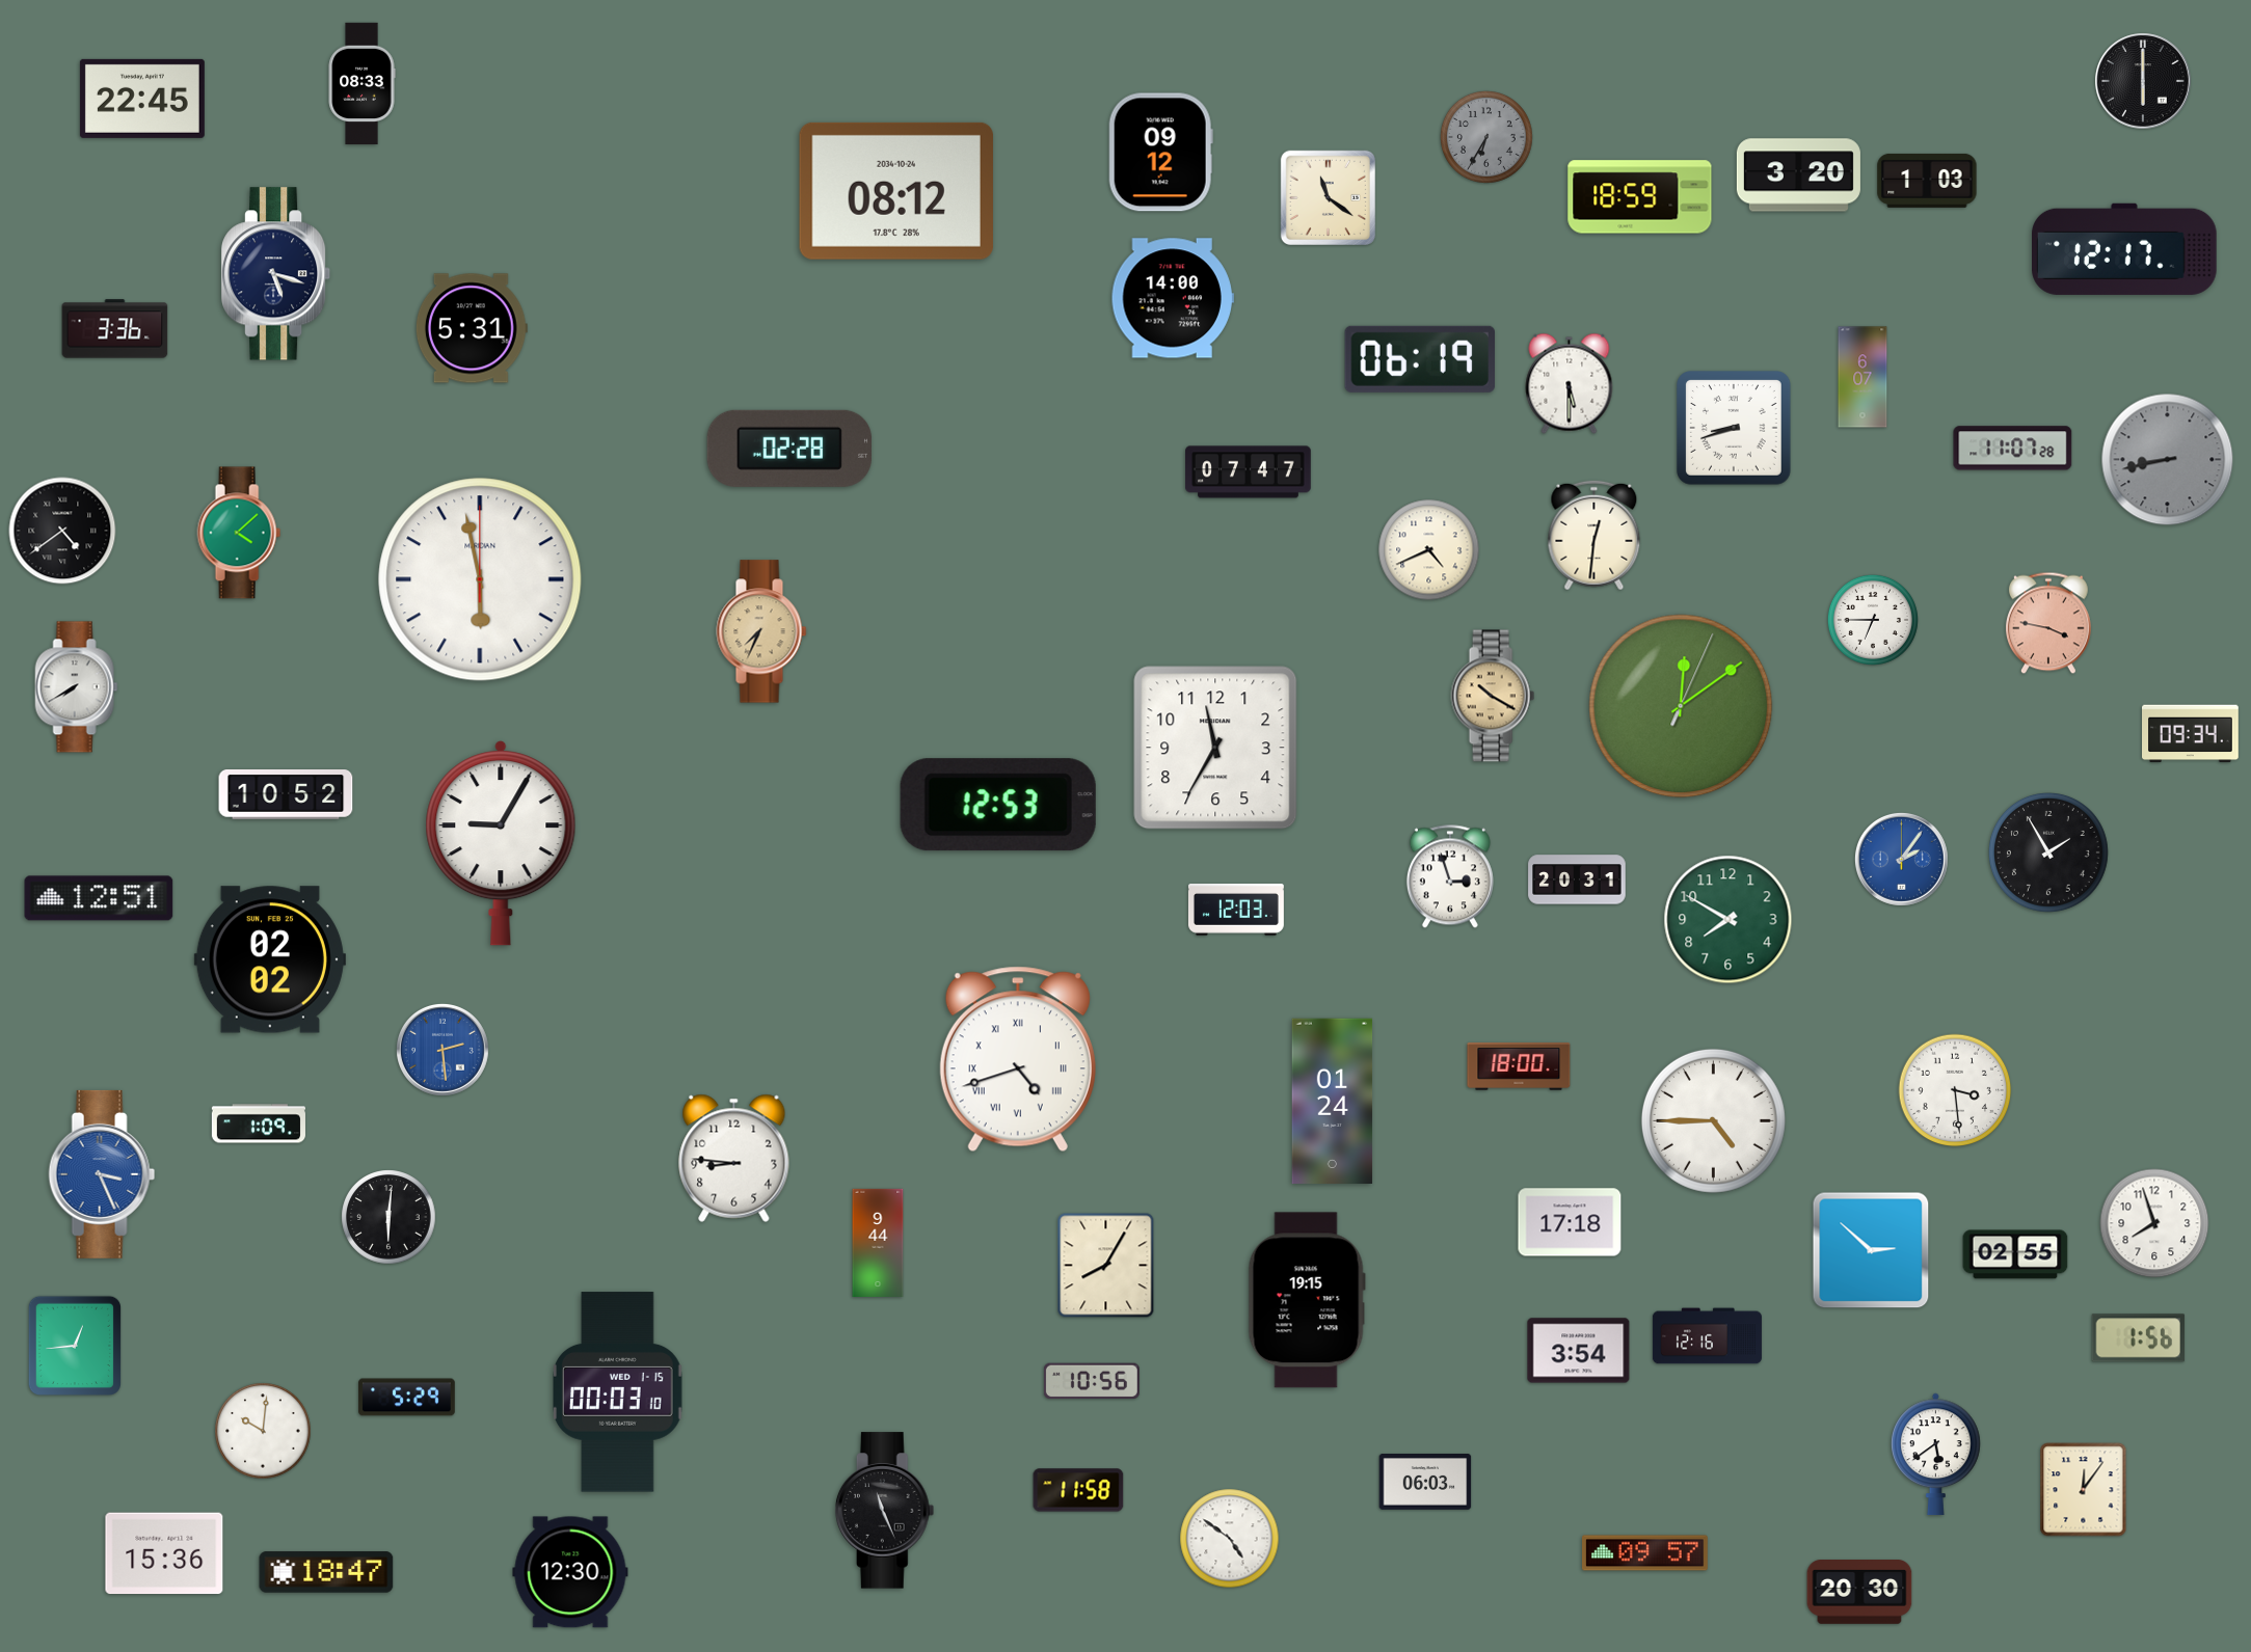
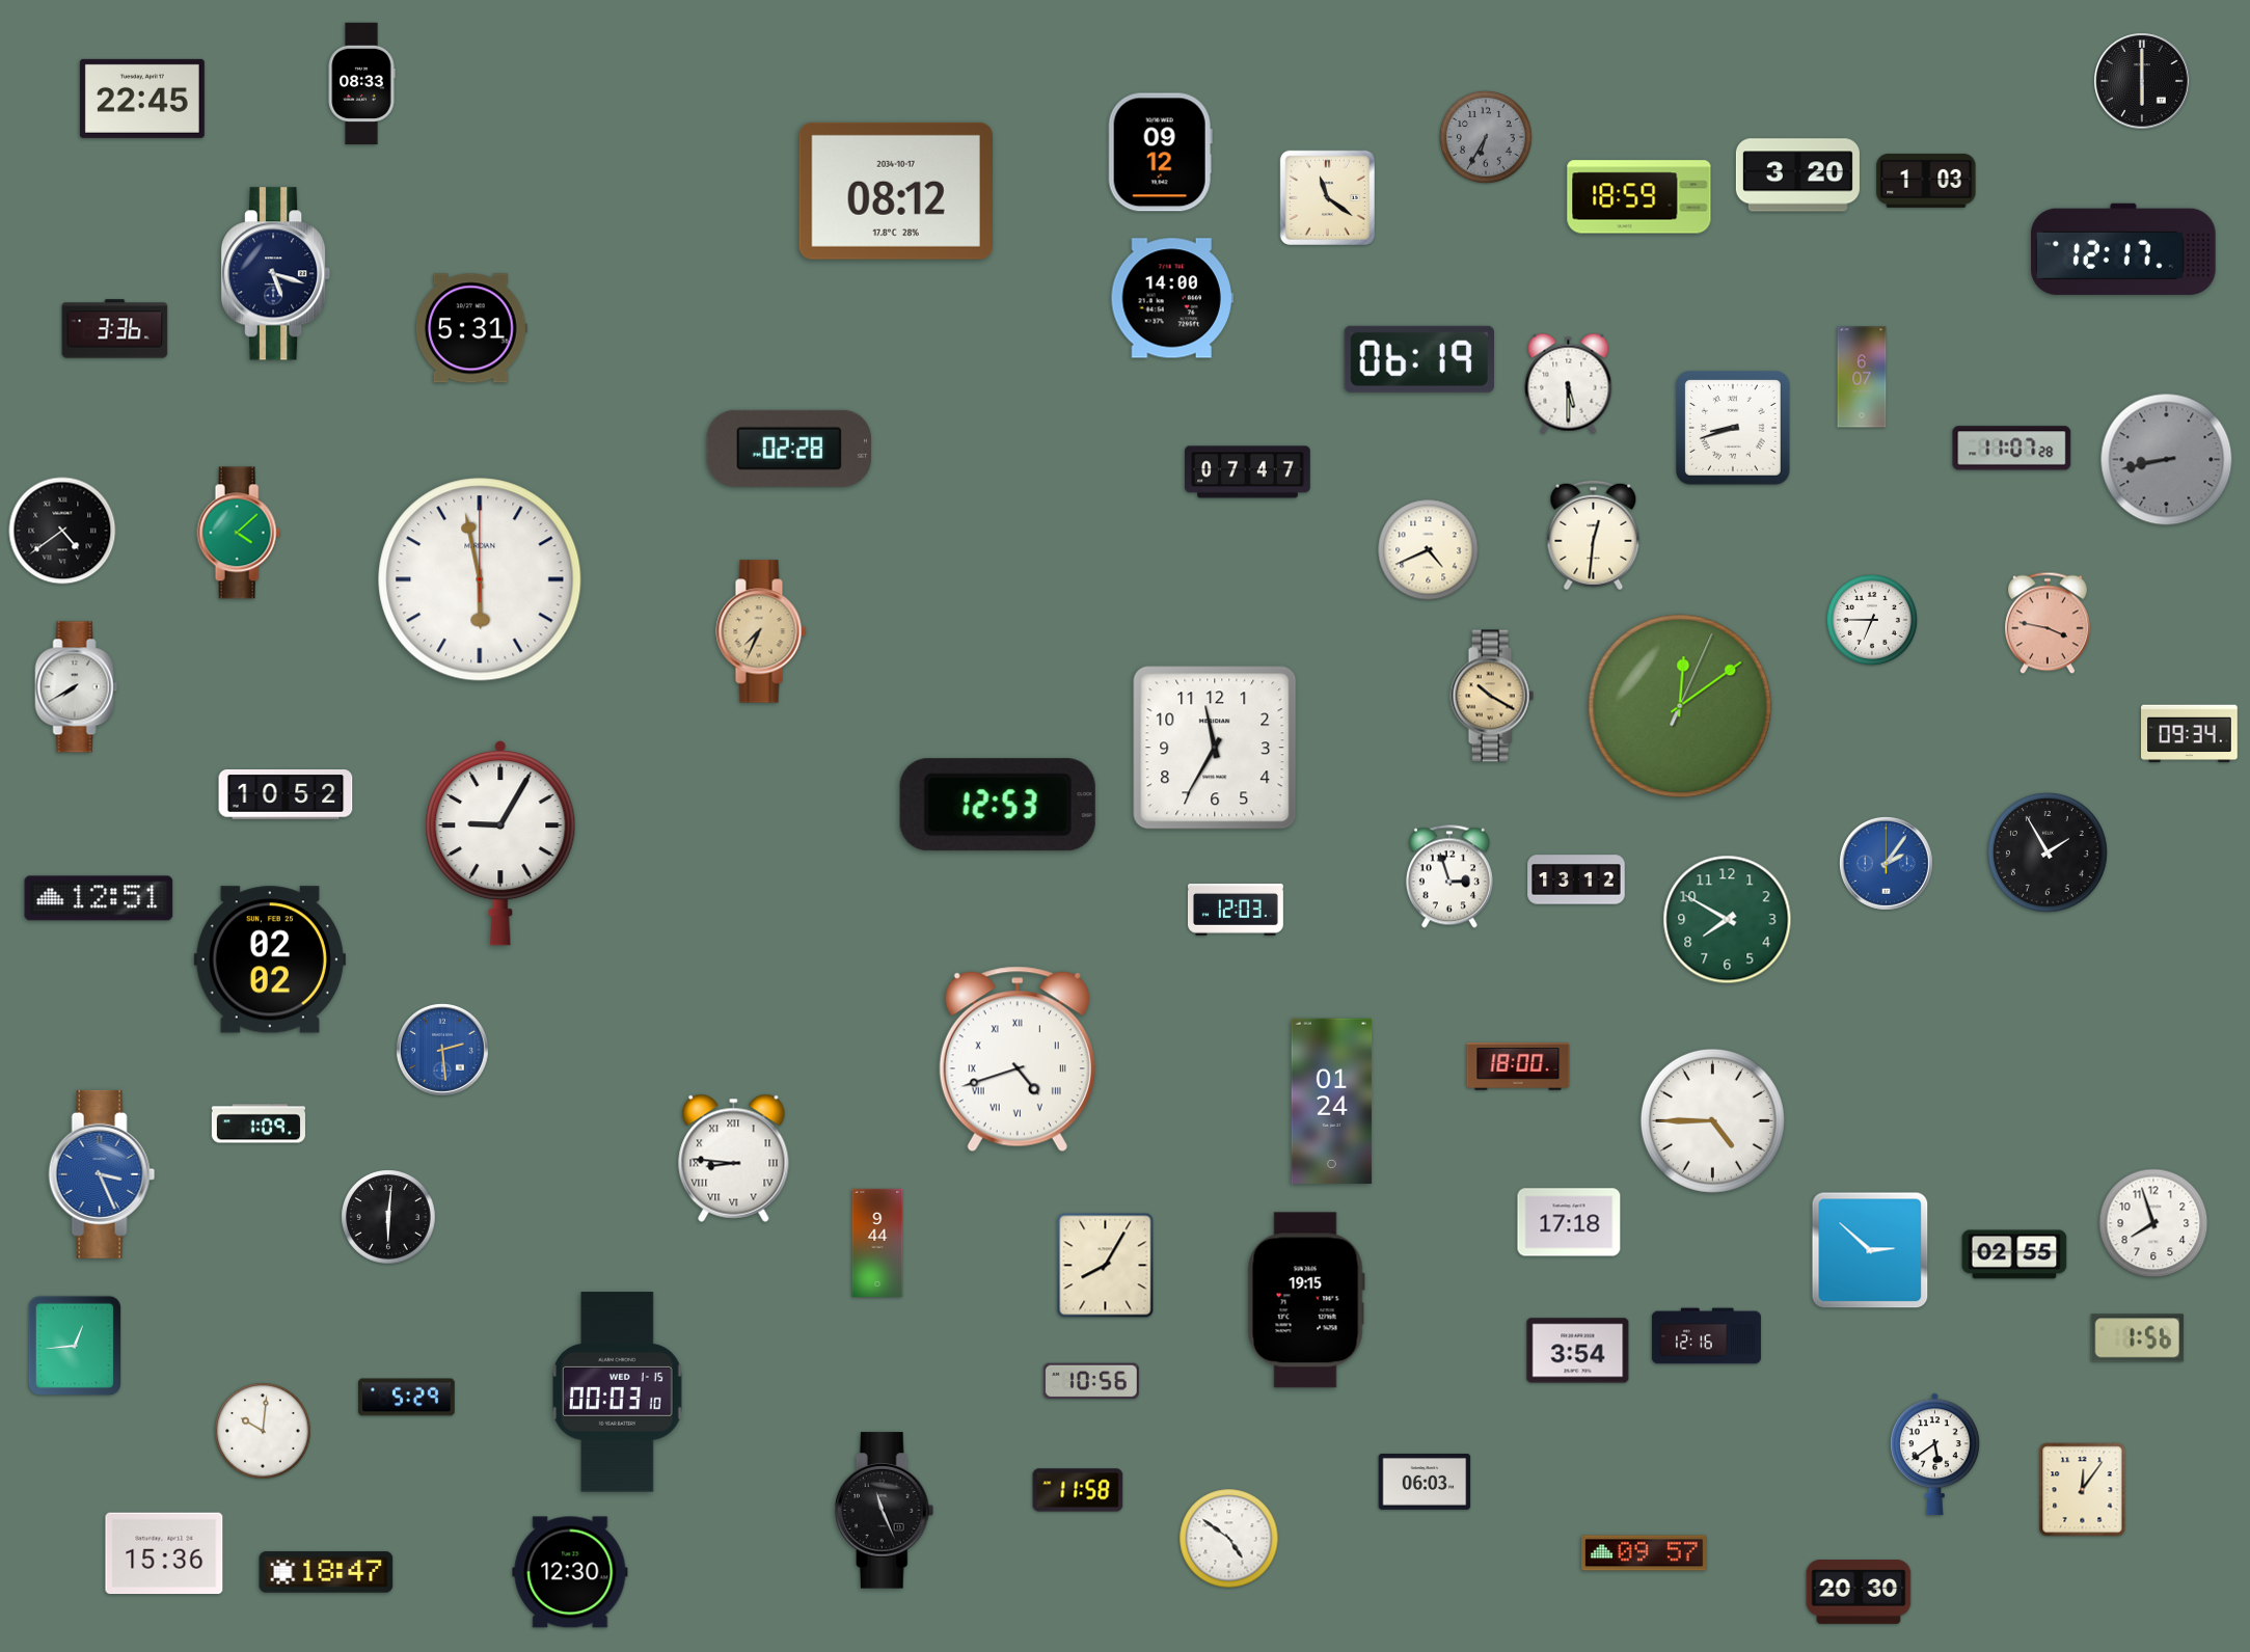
clock at (896, 191) date: 2034-10-24 -> 2034-10-17
clock at (1902, 860) position: (1902, 860) -> (1887, 864)
clock at (1577, 879): 20:31 -> 13:12
clock at (1955, 1090): 3:29 -> none
clock at (734, 1158) numerals: Arabic -> Roman
